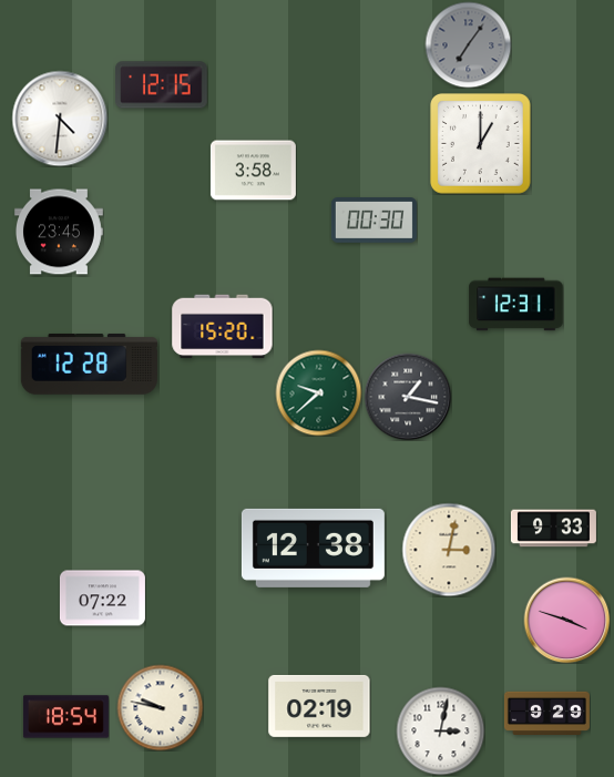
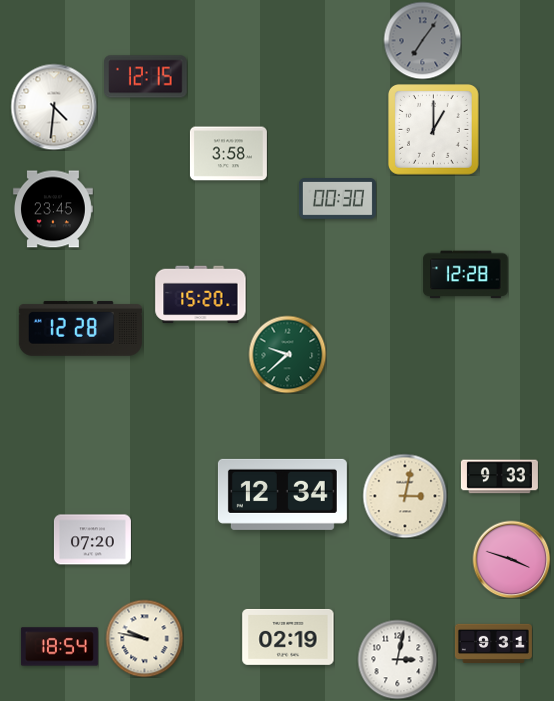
clock at (516, 305): 12:31 -> 12:28
clock at (408, 397): 1:17 -> none
clock at (313, 548): 12:38 -> 12:34
clock at (102, 599): 07:22 -> 07:20
clock at (546, 713): 9:29 -> 9:31
